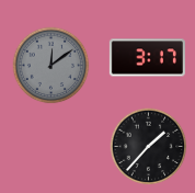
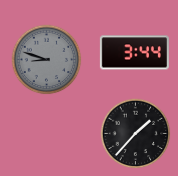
clock at (147, 58): 3:17 -> 3:44
clock at (51, 66): 12:09 -> 8:48
